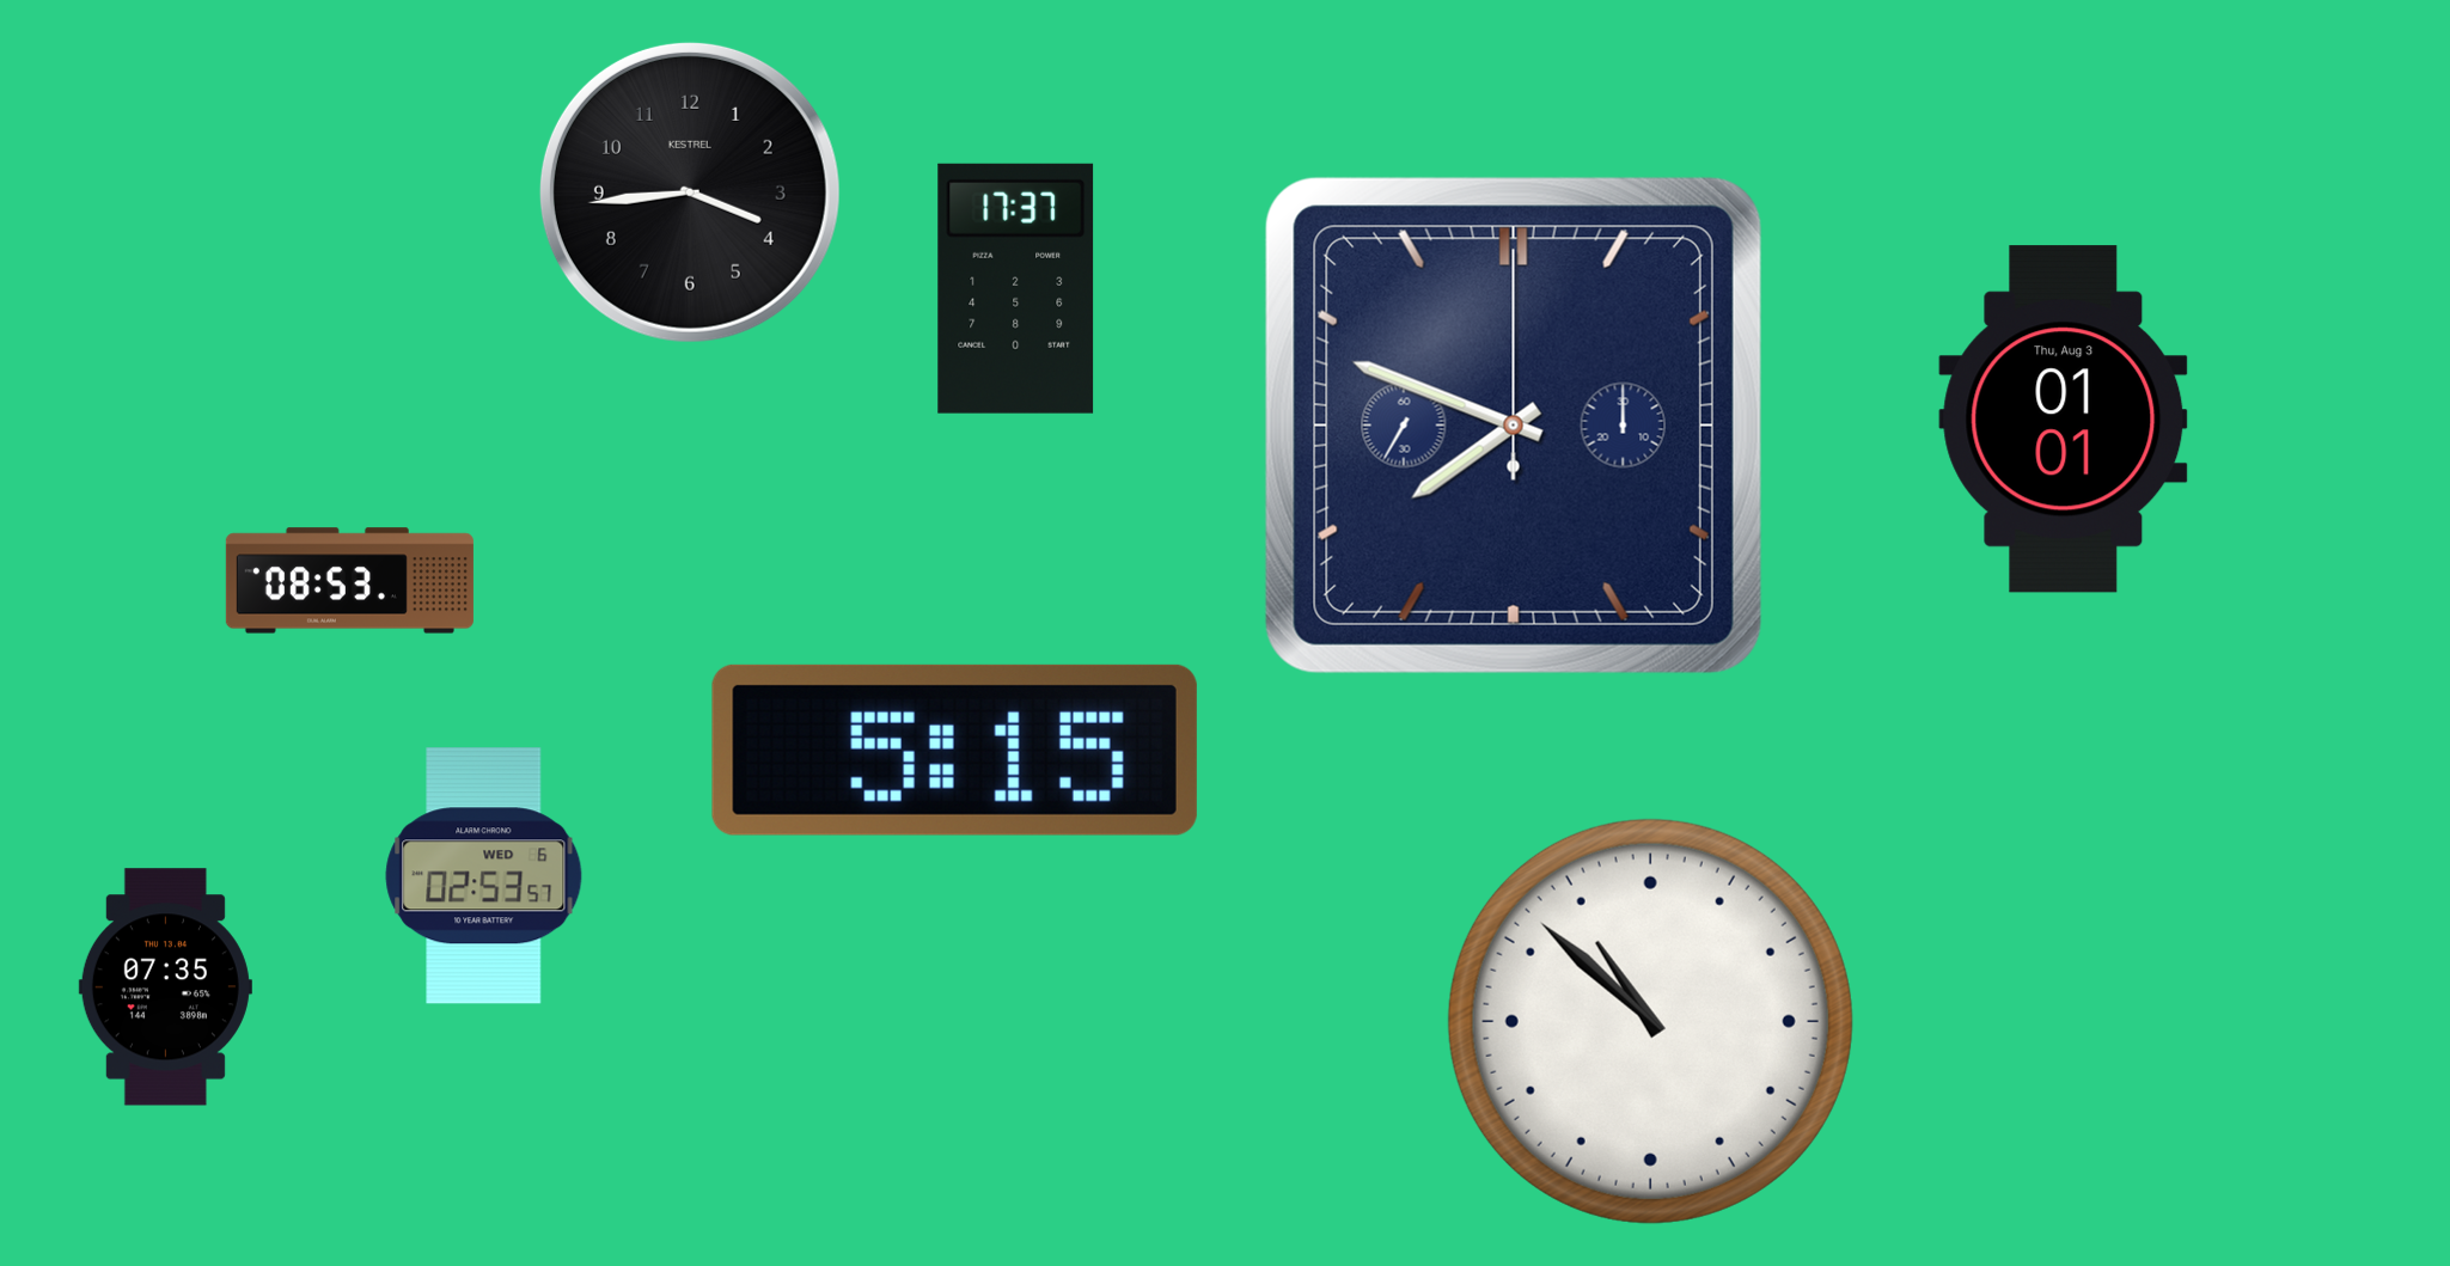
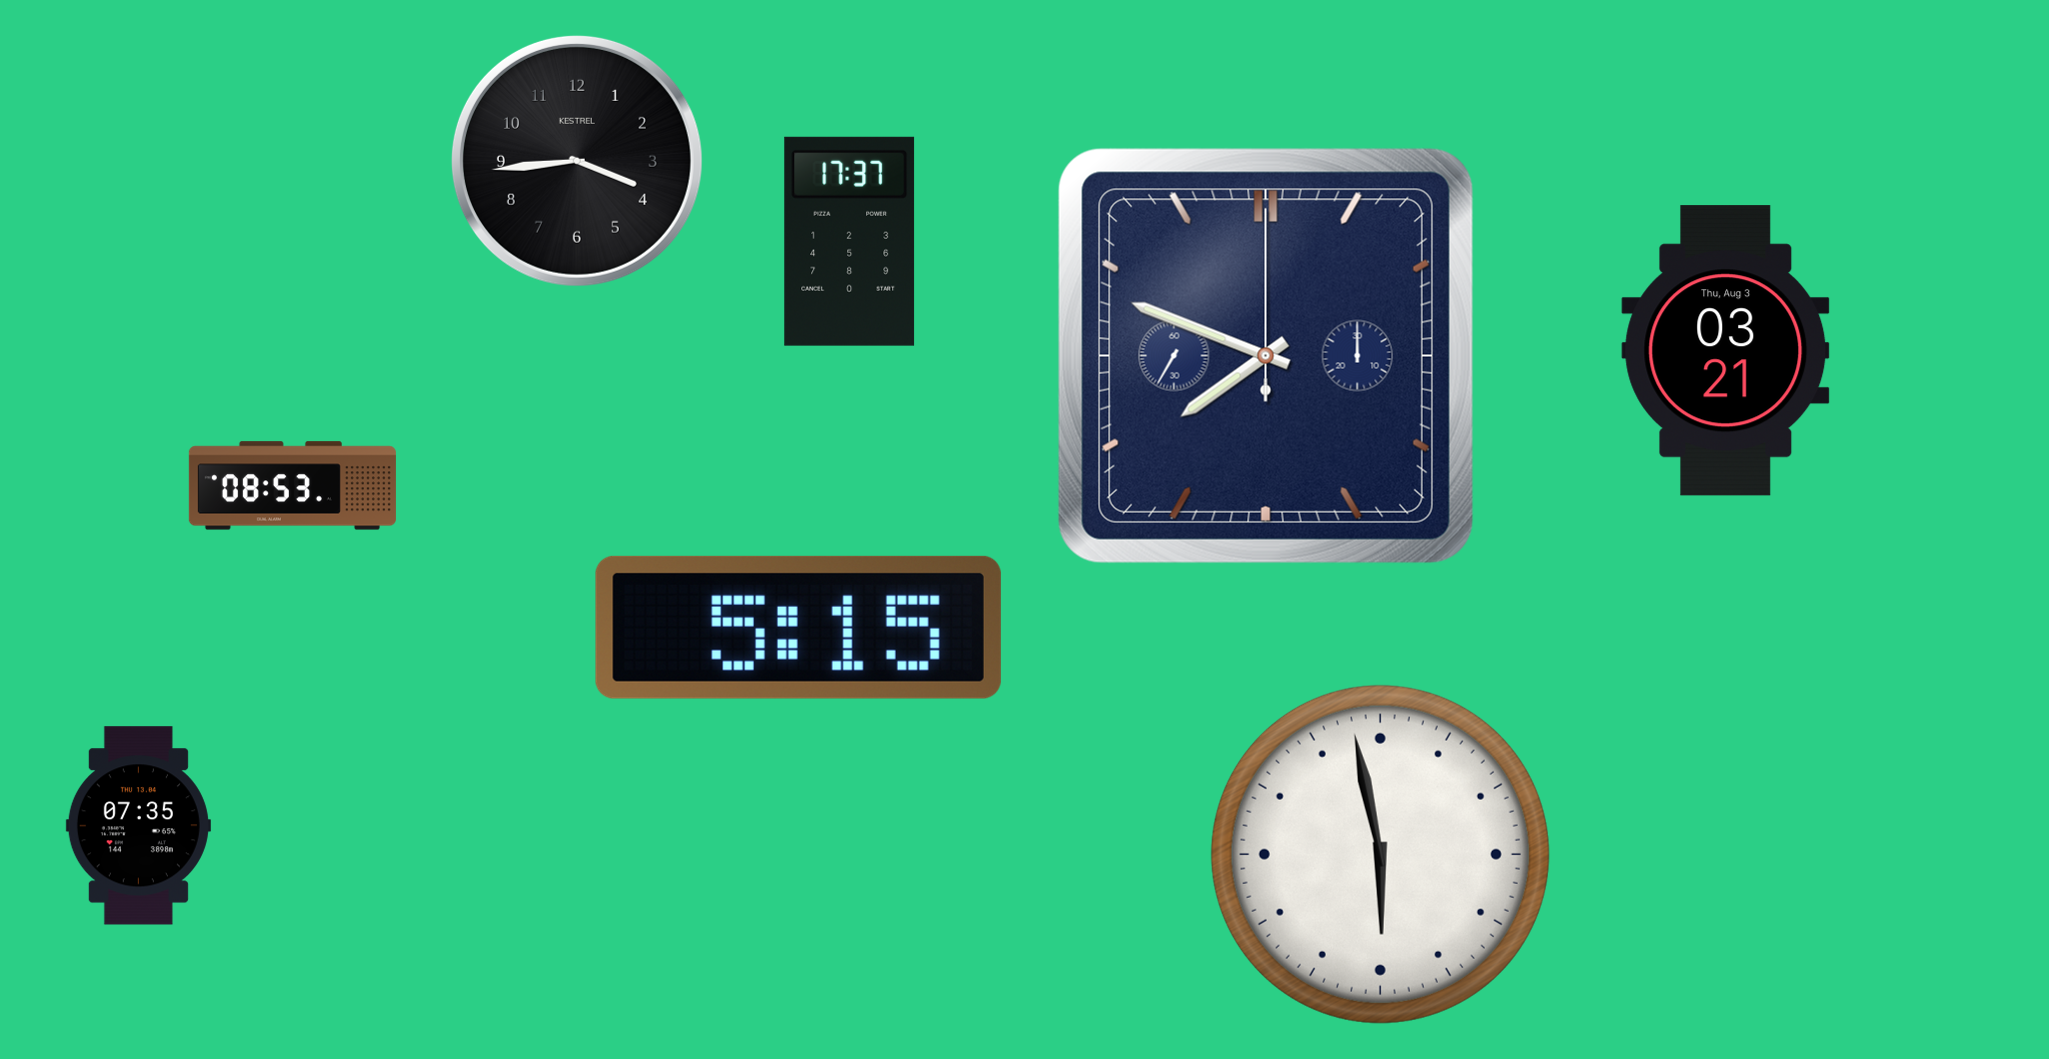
clock at (2064, 420): 01:01 -> 03:21
clock at (484, 876): 02:53 -> none
clock at (1650, 1021): 10:52 -> 5:58
